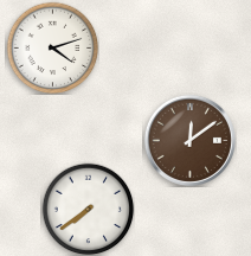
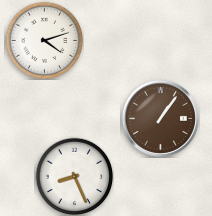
clock at (189, 140): 12:09 -> 1:06
clock at (88, 209): 7:39 -> 8:26
